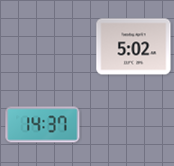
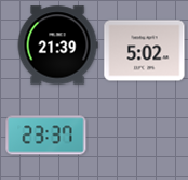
clock at (57, 46): none -> 21:39
clock at (43, 125): 14:37 -> 23:37
